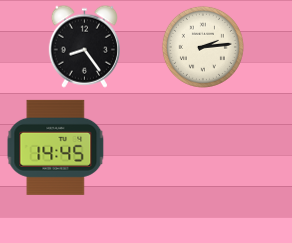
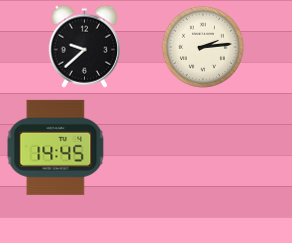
clock at (84, 46): 8:24 -> 9:38
